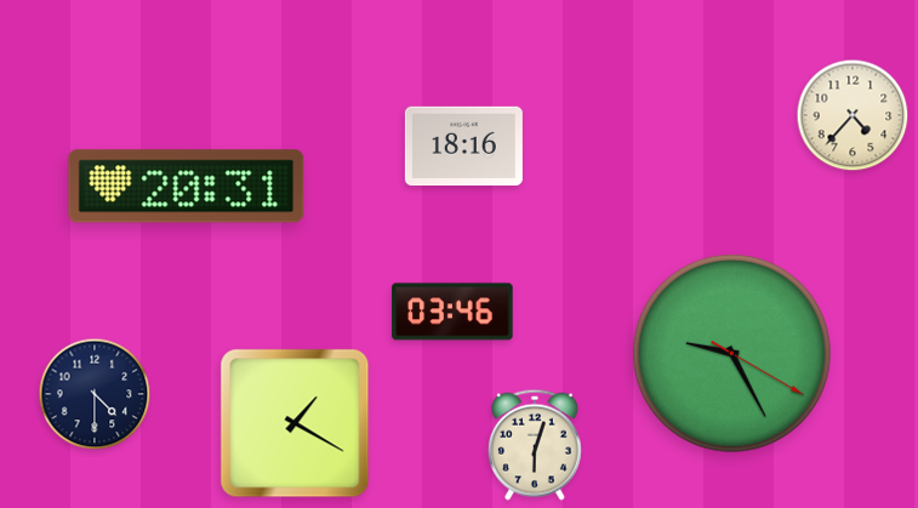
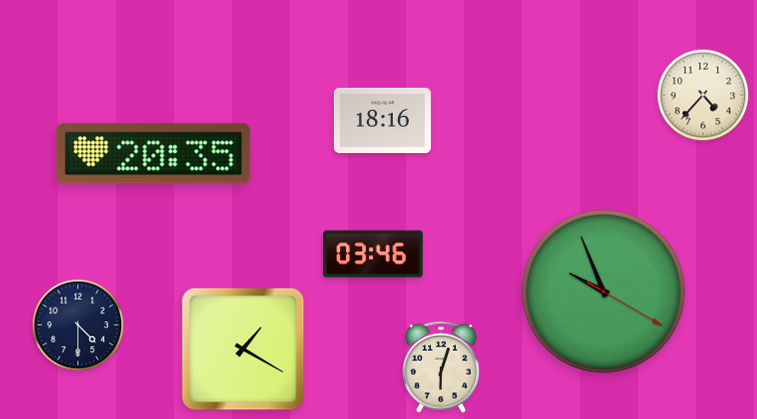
clock at (187, 187): 20:31 -> 20:35
clock at (452, 312) position: (452, 312) -> (373, 254)
clock at (731, 353): 9:25 -> 9:56
